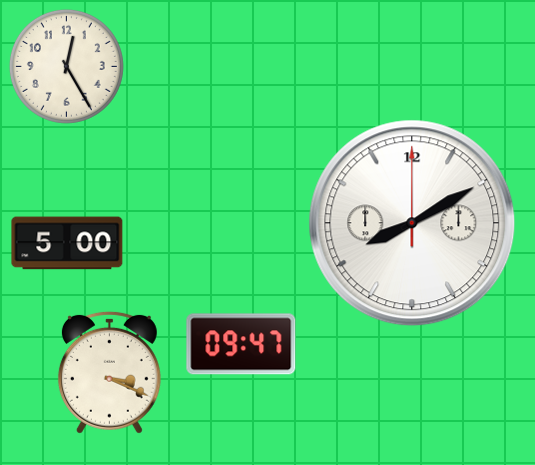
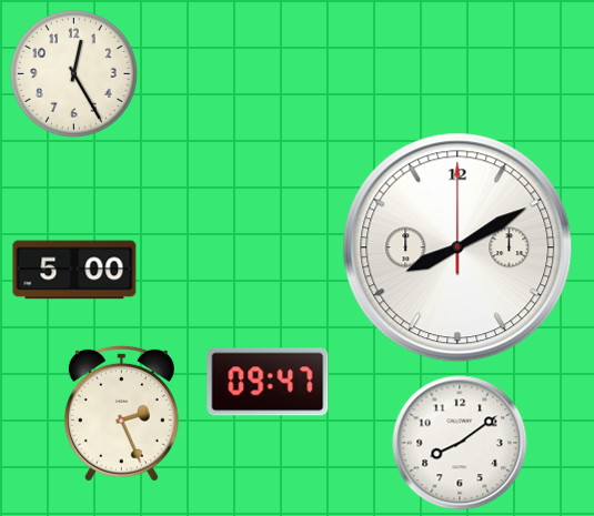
clock at (109, 372): 3:19 -> 2:26
clock at (460, 443): none -> 8:09
